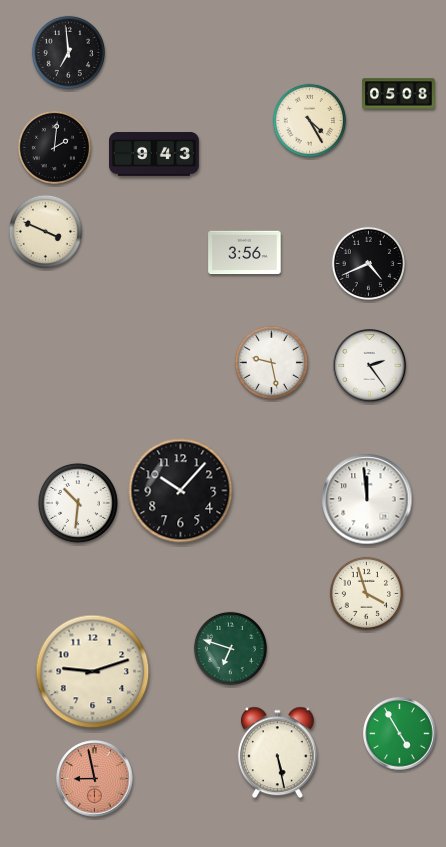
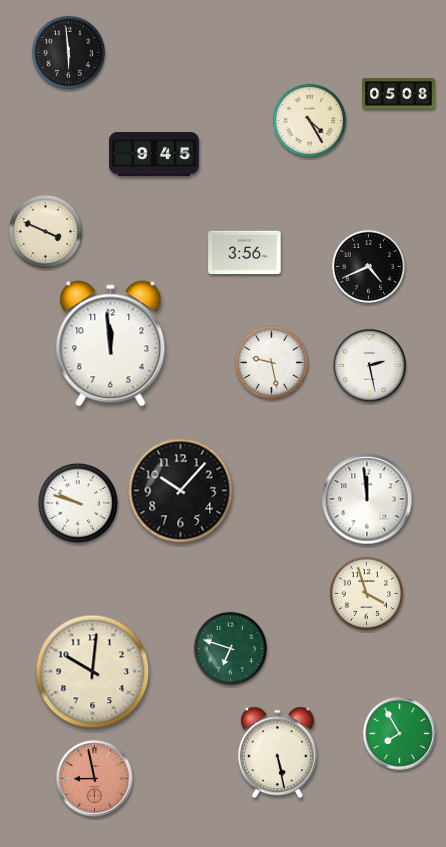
clock at (68, 52): 6:59 -> 5:59
clock at (54, 147): 2:01 -> none
clock at (155, 155): 9:43 -> 9:45
clock at (368, 263) position: (368, 263) -> (368, 266)
clock at (111, 344): none -> 11:59
clock at (370, 366): 2:24 -> 2:28
clock at (78, 503): 10:31 -> 9:48
clock at (93, 672): 9:12 -> 10:01
clock at (400, 734): 4:55 -> 7:55
